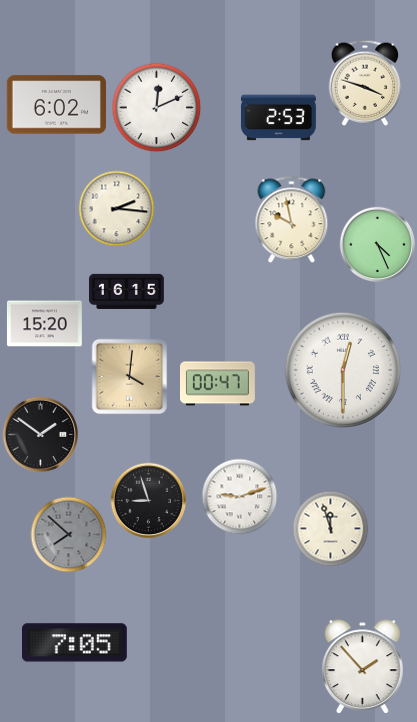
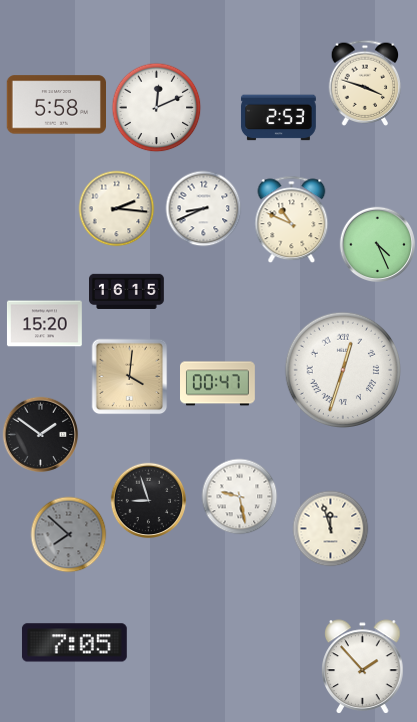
clock at (56, 105): 6:02 -> 5:58
clock at (204, 209): none -> 8:41
clock at (292, 220): 9:58 -> 10:49
clock at (342, 369): 12:30 -> 12:33
clock at (240, 497): 9:12 -> 9:28
